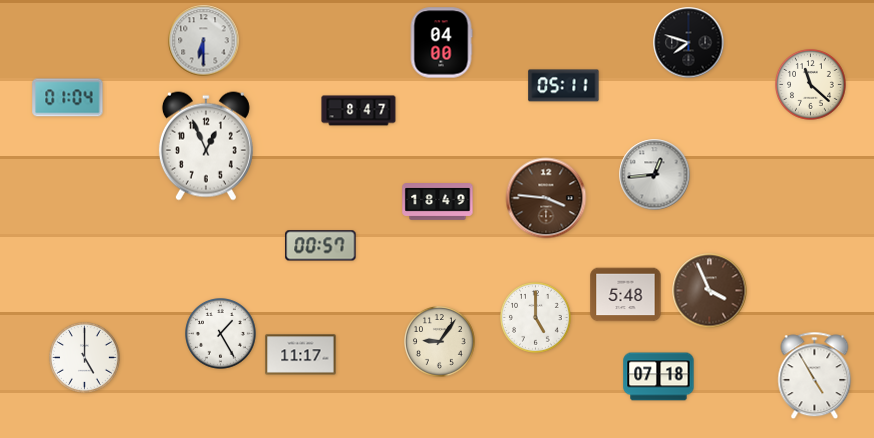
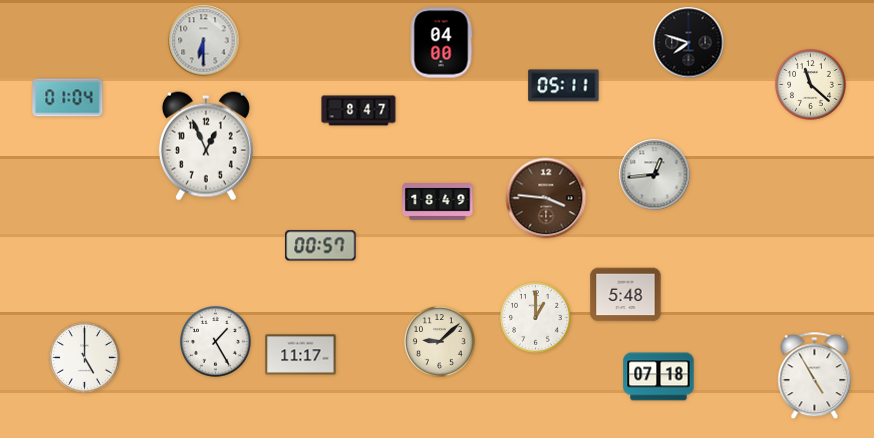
clock at (710, 291): 3:56 -> none
clock at (536, 318): 5:00 -> 1:00
clock at (221, 334) position: (221, 334) -> (216, 342)
clock at (440, 342): 9:06 -> 9:08
